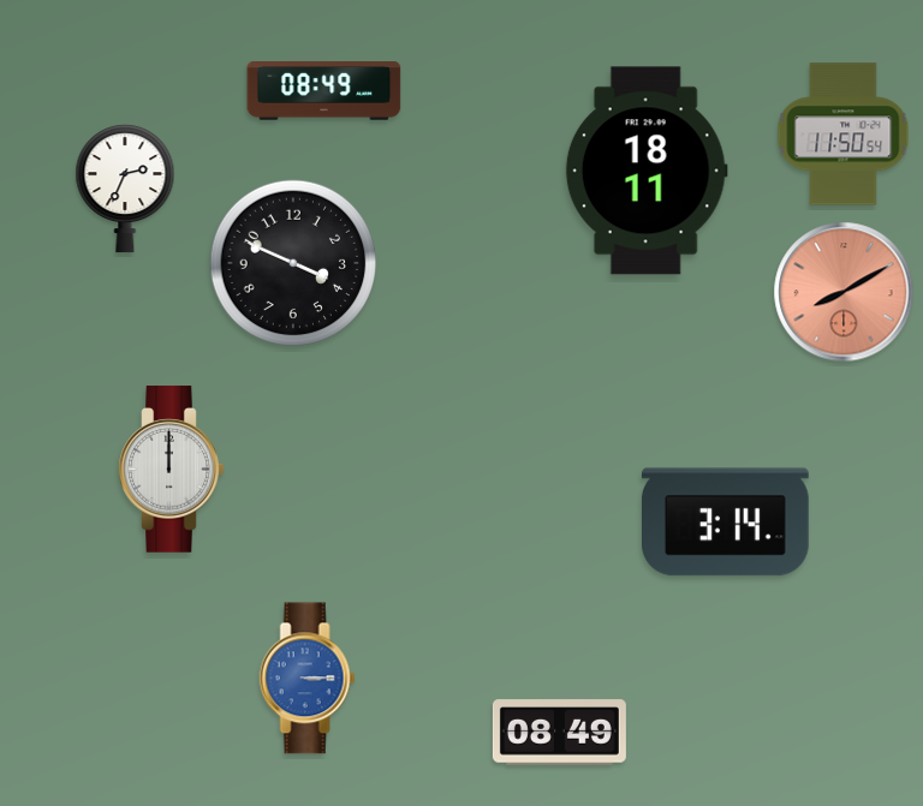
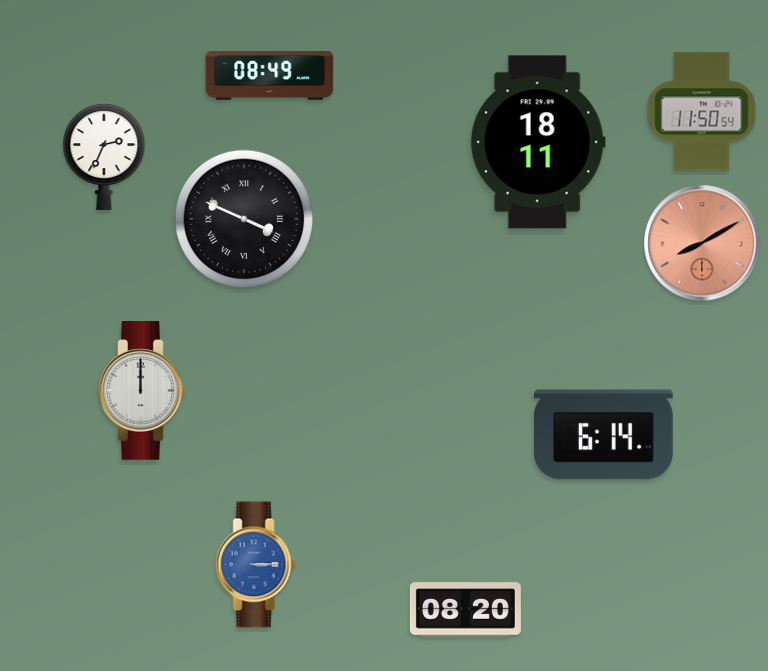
clock at (293, 263) numerals: Arabic -> Roman
clock at (726, 523): 3:14 -> 6:14
clock at (559, 733): 08:49 -> 08:20
